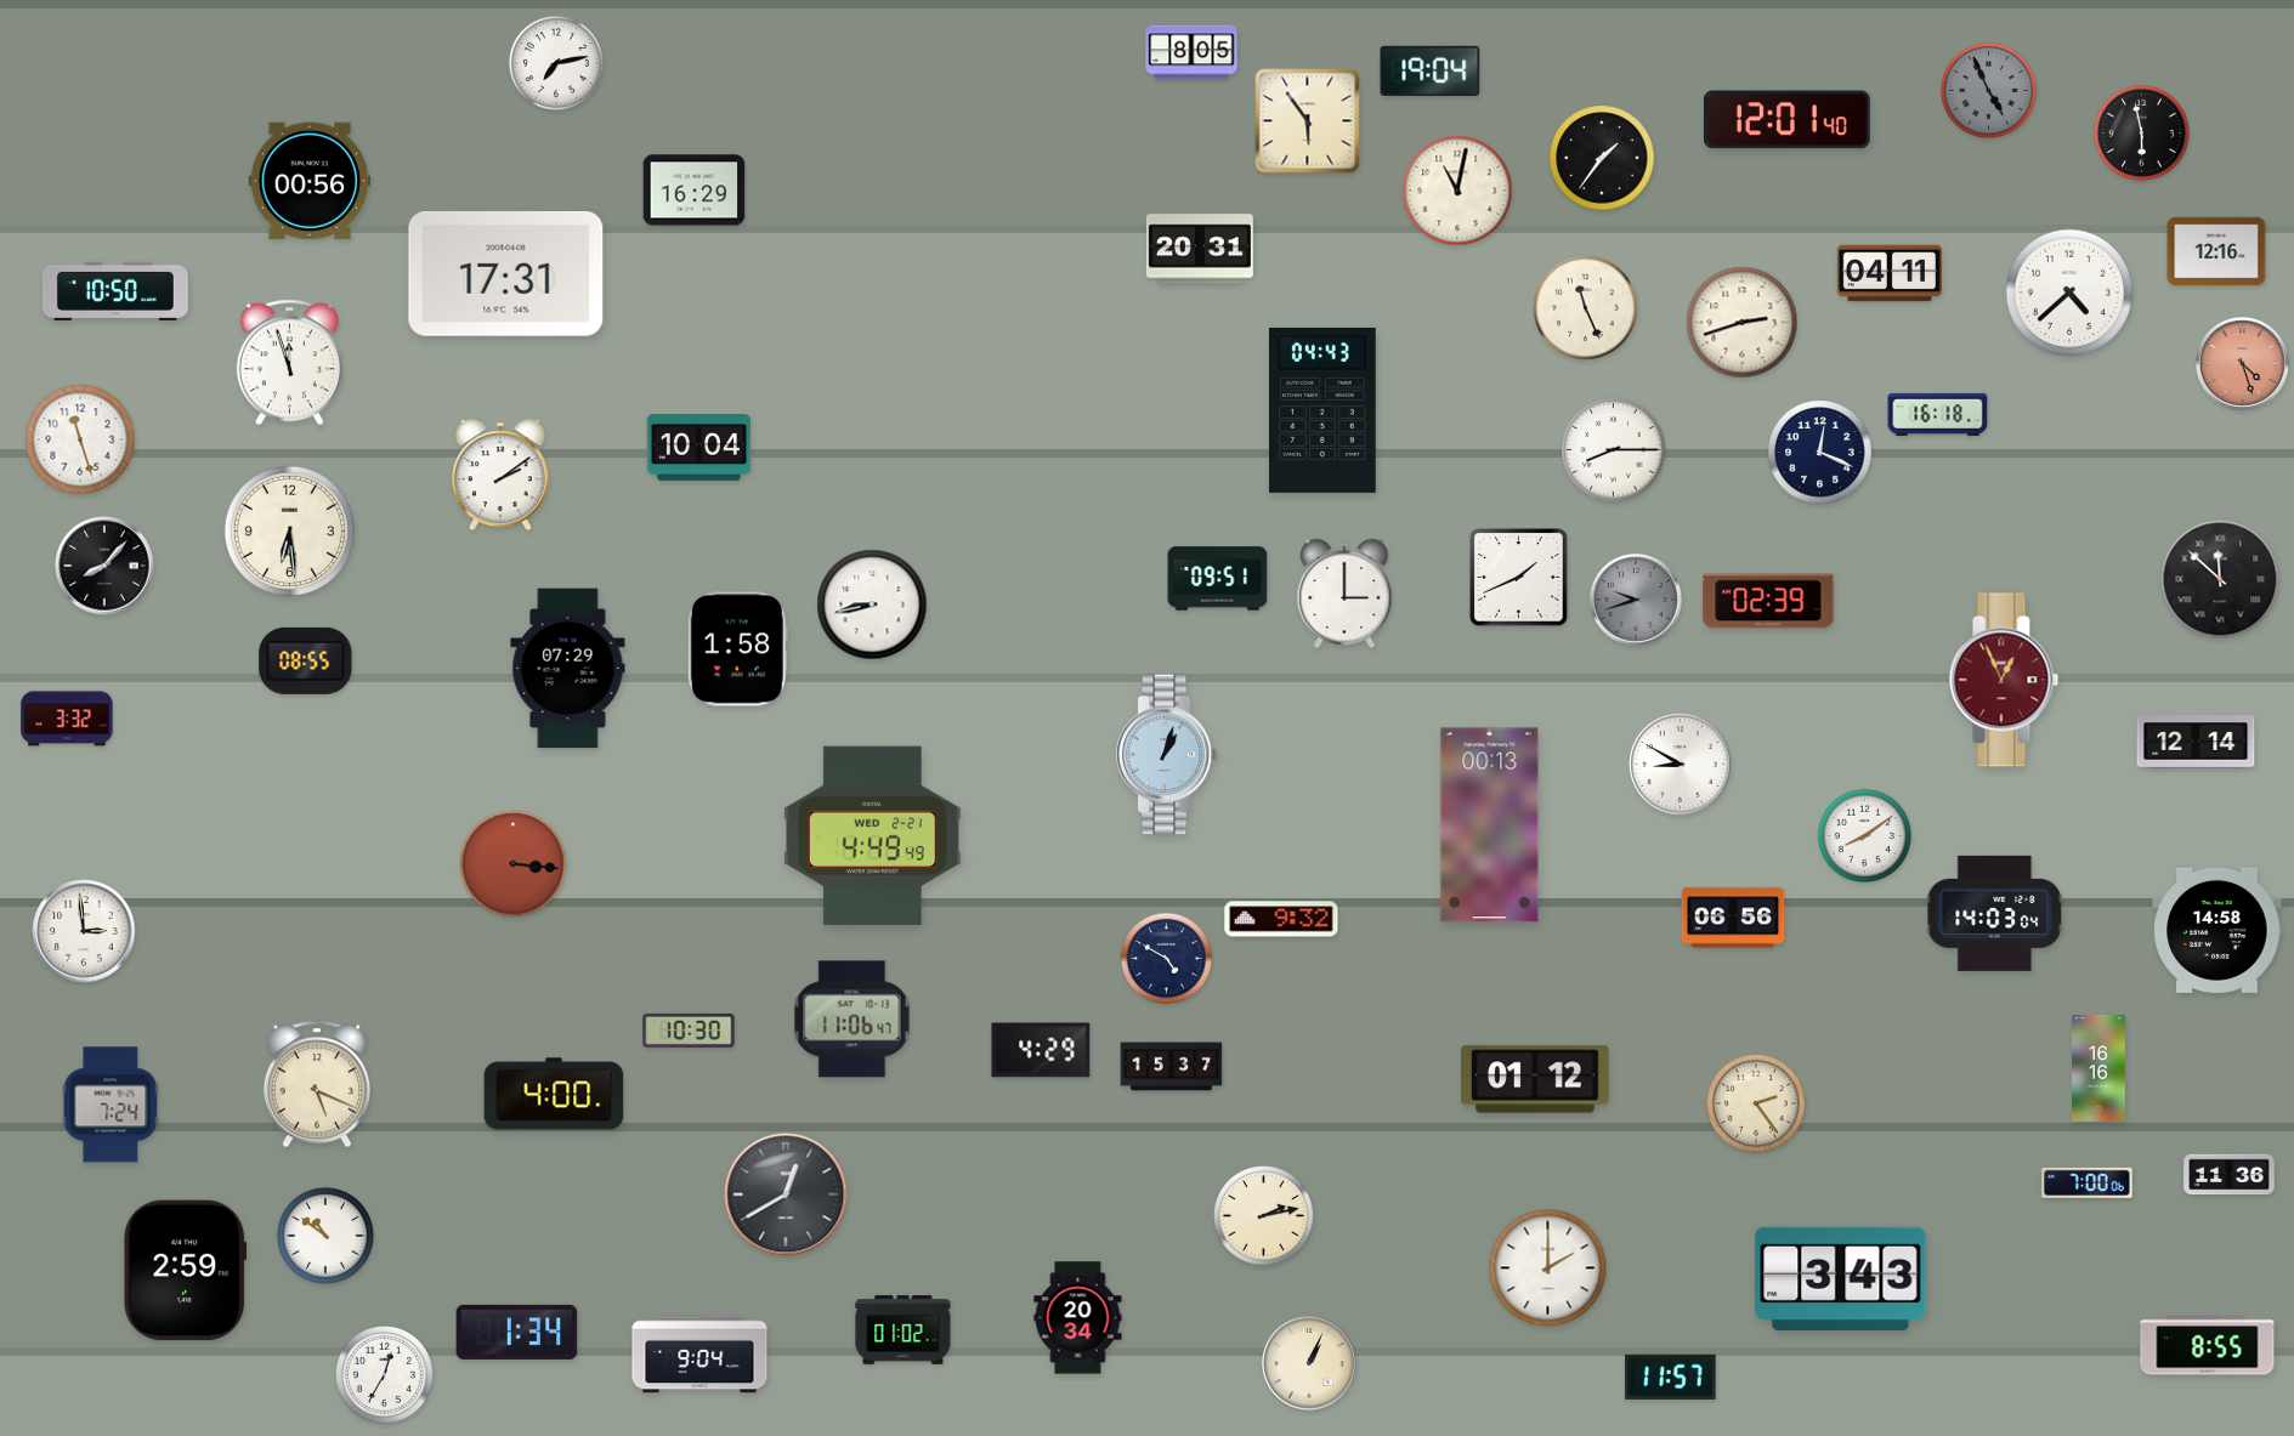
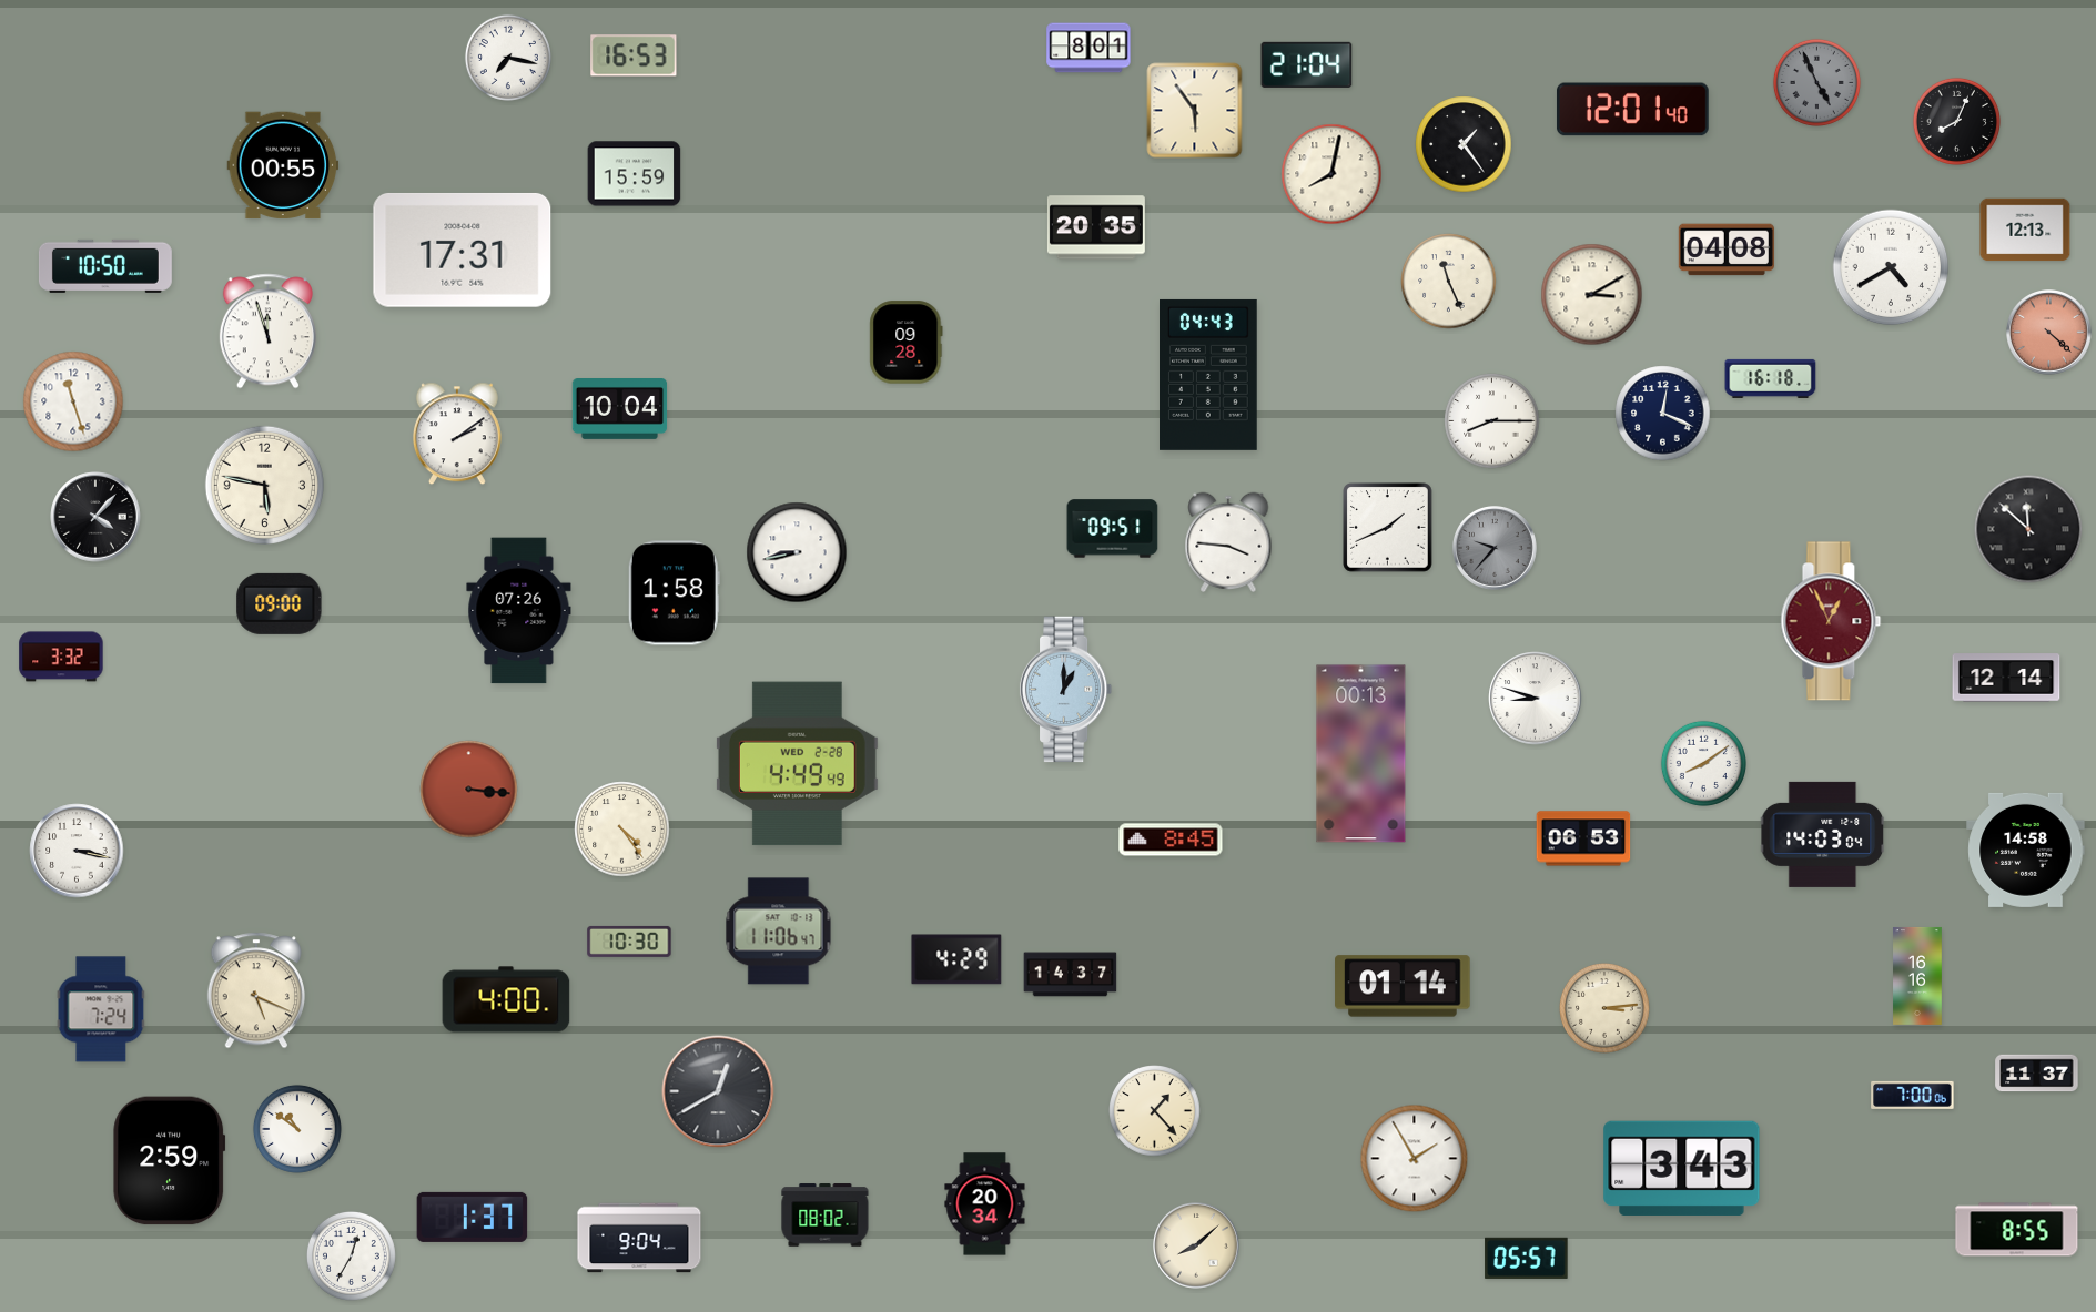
clock at (1191, 52): 8:05 -> 8:01
clock at (634, 55): none -> 16:53
clock at (556, 63): 7:13 -> 7:17
clock at (1431, 70): 19:04 -> 21:04
clock at (2141, 132): 5:58 -> 8:04
clock at (1602, 158): 1:36 -> 1:24
clock at (310, 181): 00:56 -> 00:55
clock at (695, 191): 16:29 -> 15:59
clock at (1457, 191): 11:02 -> 8:02
clock at (1200, 249): 20:31 -> 20:35
clock at (2216, 251): 12:16 -> 12:13
clock at (1890, 273): 04:11 -> 04:08
clock at (2069, 293): 4:38 -> 4:40
clock at (1743, 323): 2:42 -> 3:10
clock at (289, 363) position: (289, 363) -> (267, 332)
clock at (2243, 364): 4:27 -> 4:22
clock at (907, 343): none -> 09:28
clock at (699, 448) position: (699, 448) -> (620, 409)
clock at (1614, 450) position: (1614, 450) -> (1492, 421)
clock at (289, 530): 6:29 -> 5:47
clock at (104, 566): 8:07 -> 4:07
clock at (1344, 594): 3:00 -> 3:46
clock at (1636, 600): 9:42 -> 9:37
clock at (1768, 601): 02:39 -> none
clock at (306, 660): 08:55 -> 09:00
clock at (568, 669): 07:29 -> 07:26
clock at (1167, 755): 1:03 -> 1:00
clock at (1681, 765): 8:50 -> 8:48
clock at (872, 836) date: WED 2-21 -> WED 2-28
clock at (622, 830): none -> 4:24
clock at (1733, 918): 06:56 -> 06:53
clock at (1281, 919): 9:32 -> 8:45
clock at (84, 931): 2:59 -> 3:17
clock at (1167, 959): 4:50 -> none
clock at (1041, 1050) position: (1041, 1050) -> (956, 959)
clock at (1172, 1067): 15:37 -> 14:37
clock at (1535, 1079): 01:12 -> 01:14
clock at (317, 1084) position: (317, 1084) -> (256, 990)
clock at (1757, 1105): 2:24 -> 3:14
clock at (2230, 1175): 11:36 -> 11:37
clock at (2088, 1182) position: (2088, 1182) -> (1913, 1095)
clock at (1264, 1216): 2:13 -> 1:23
clock at (1548, 1268): 2:00 -> 1:55
clock at (904, 1330): 01:02 -> 08:02
clock at (517, 1332): 1:34 -> 1:37
clock at (1310, 1364): 1:04 -> 8:08
clock at (1671, 1377): 11:57 -> 05:57
